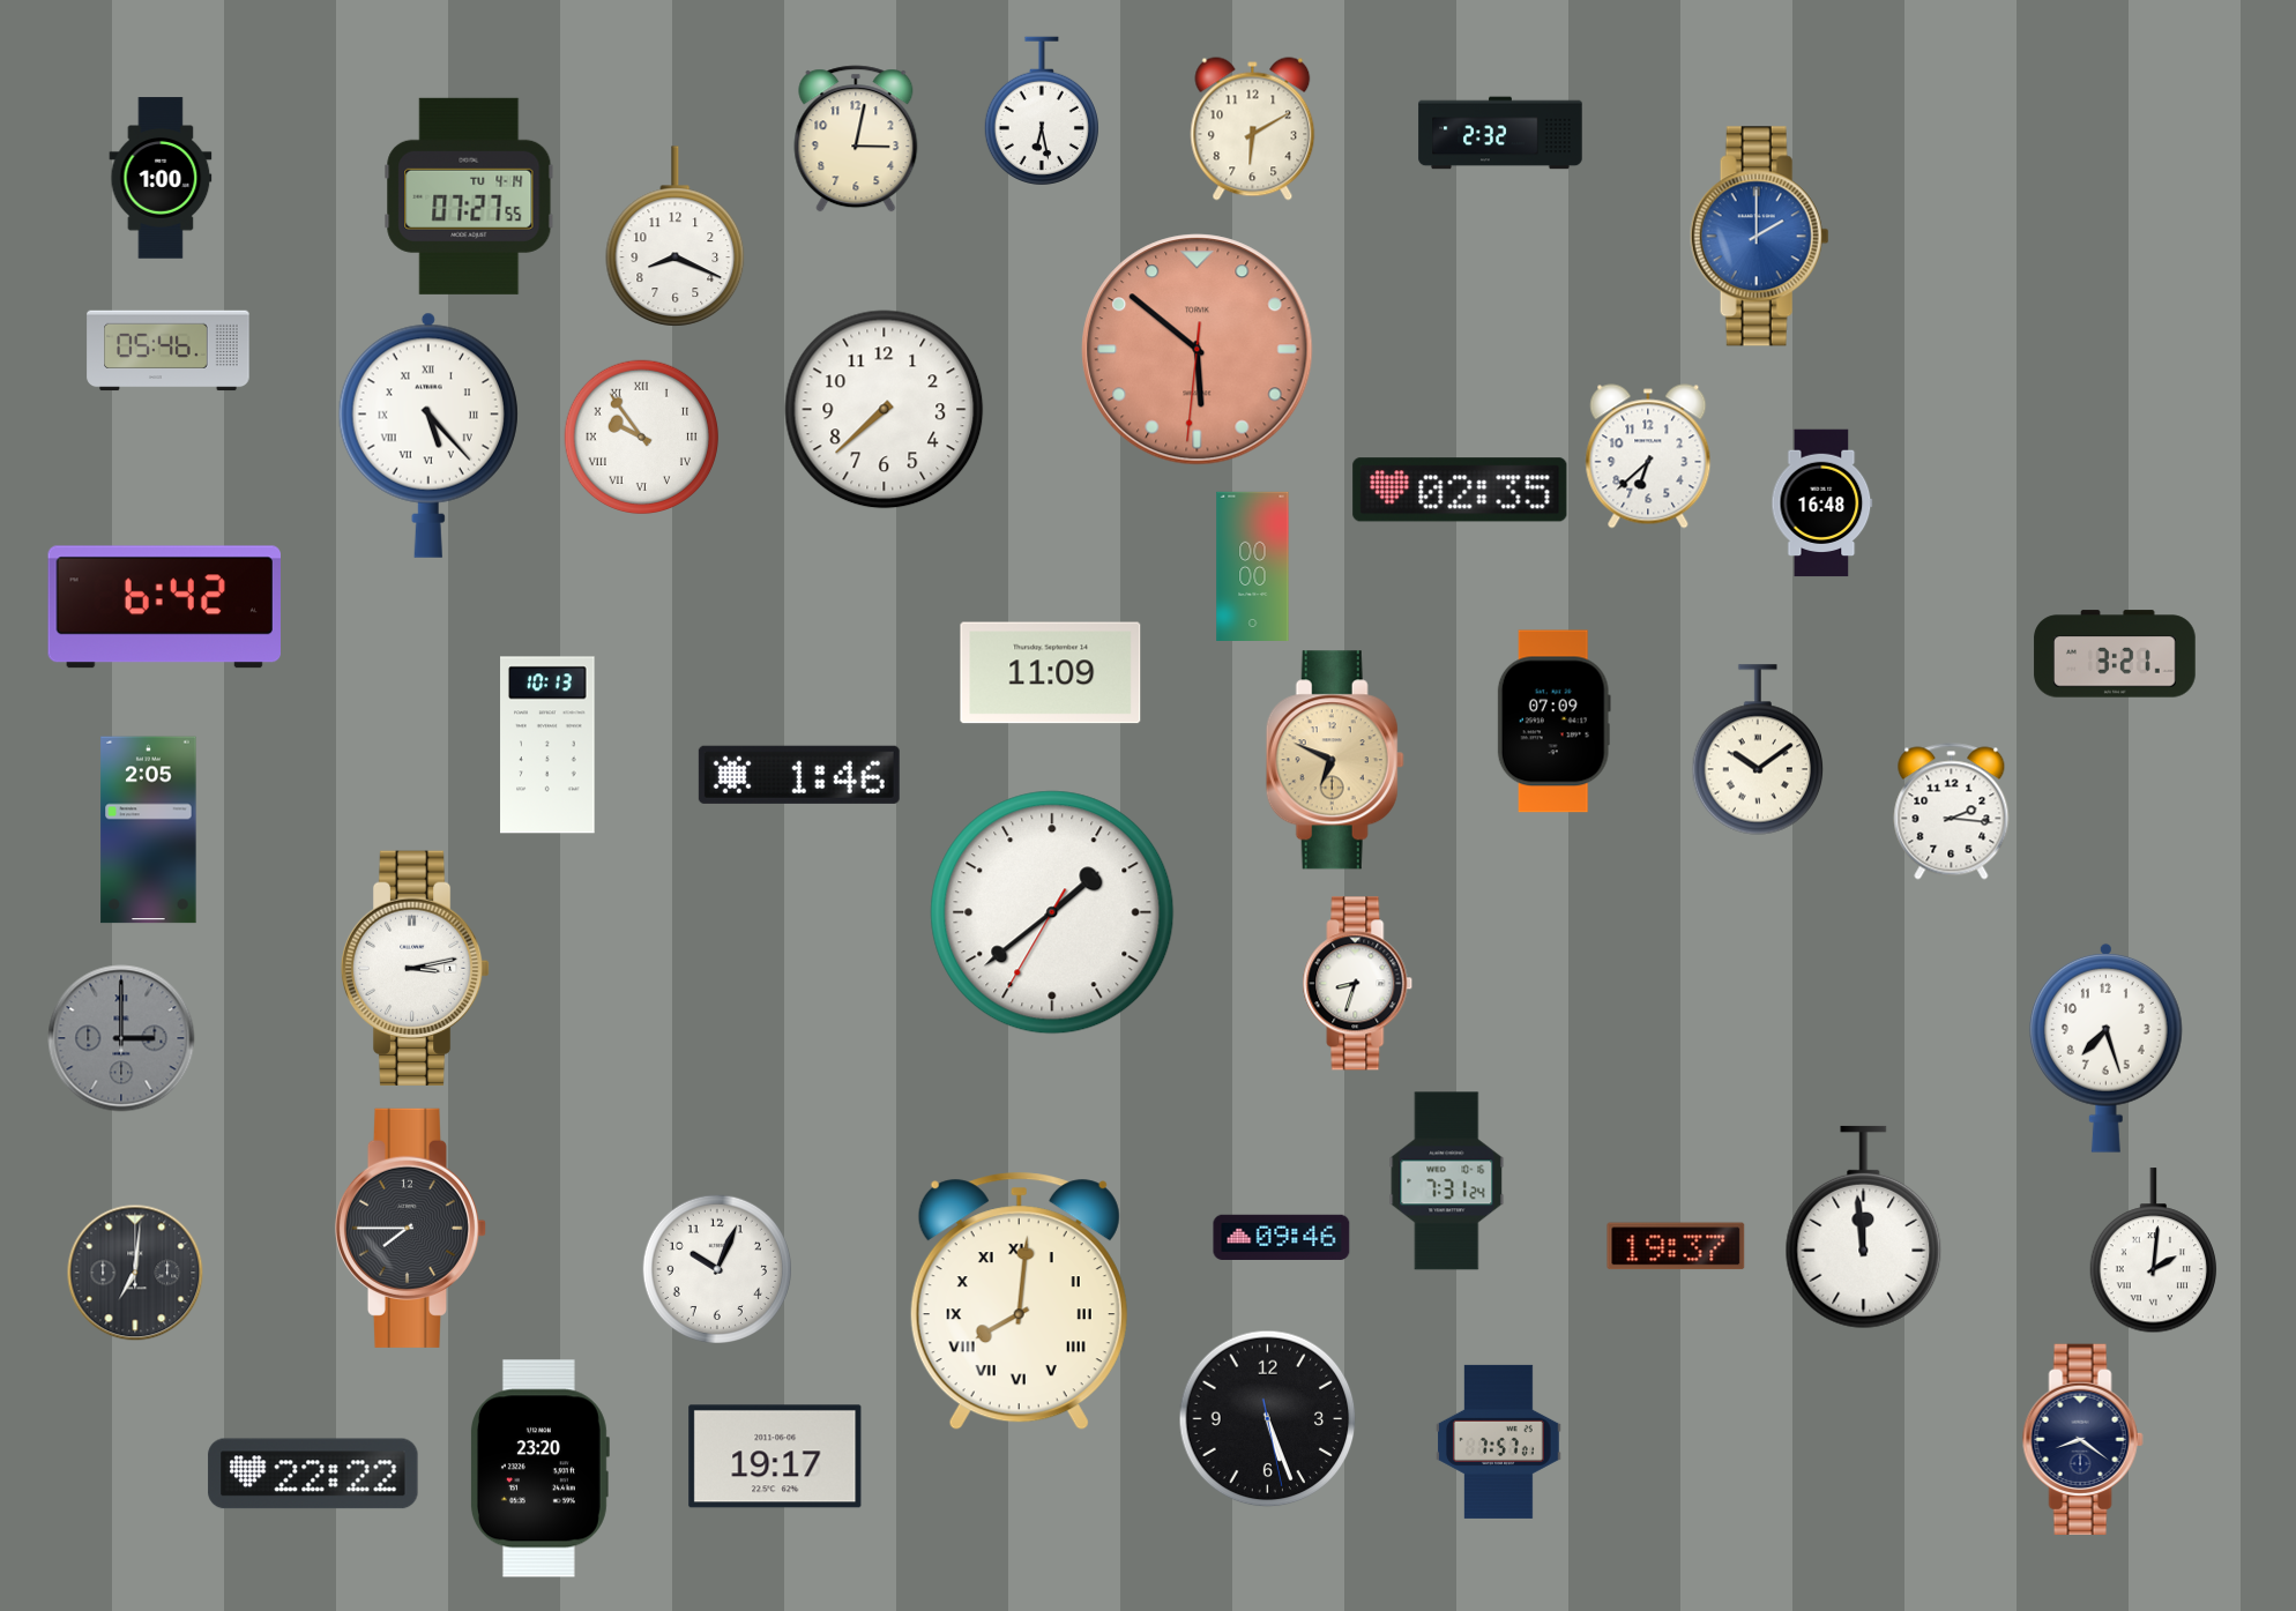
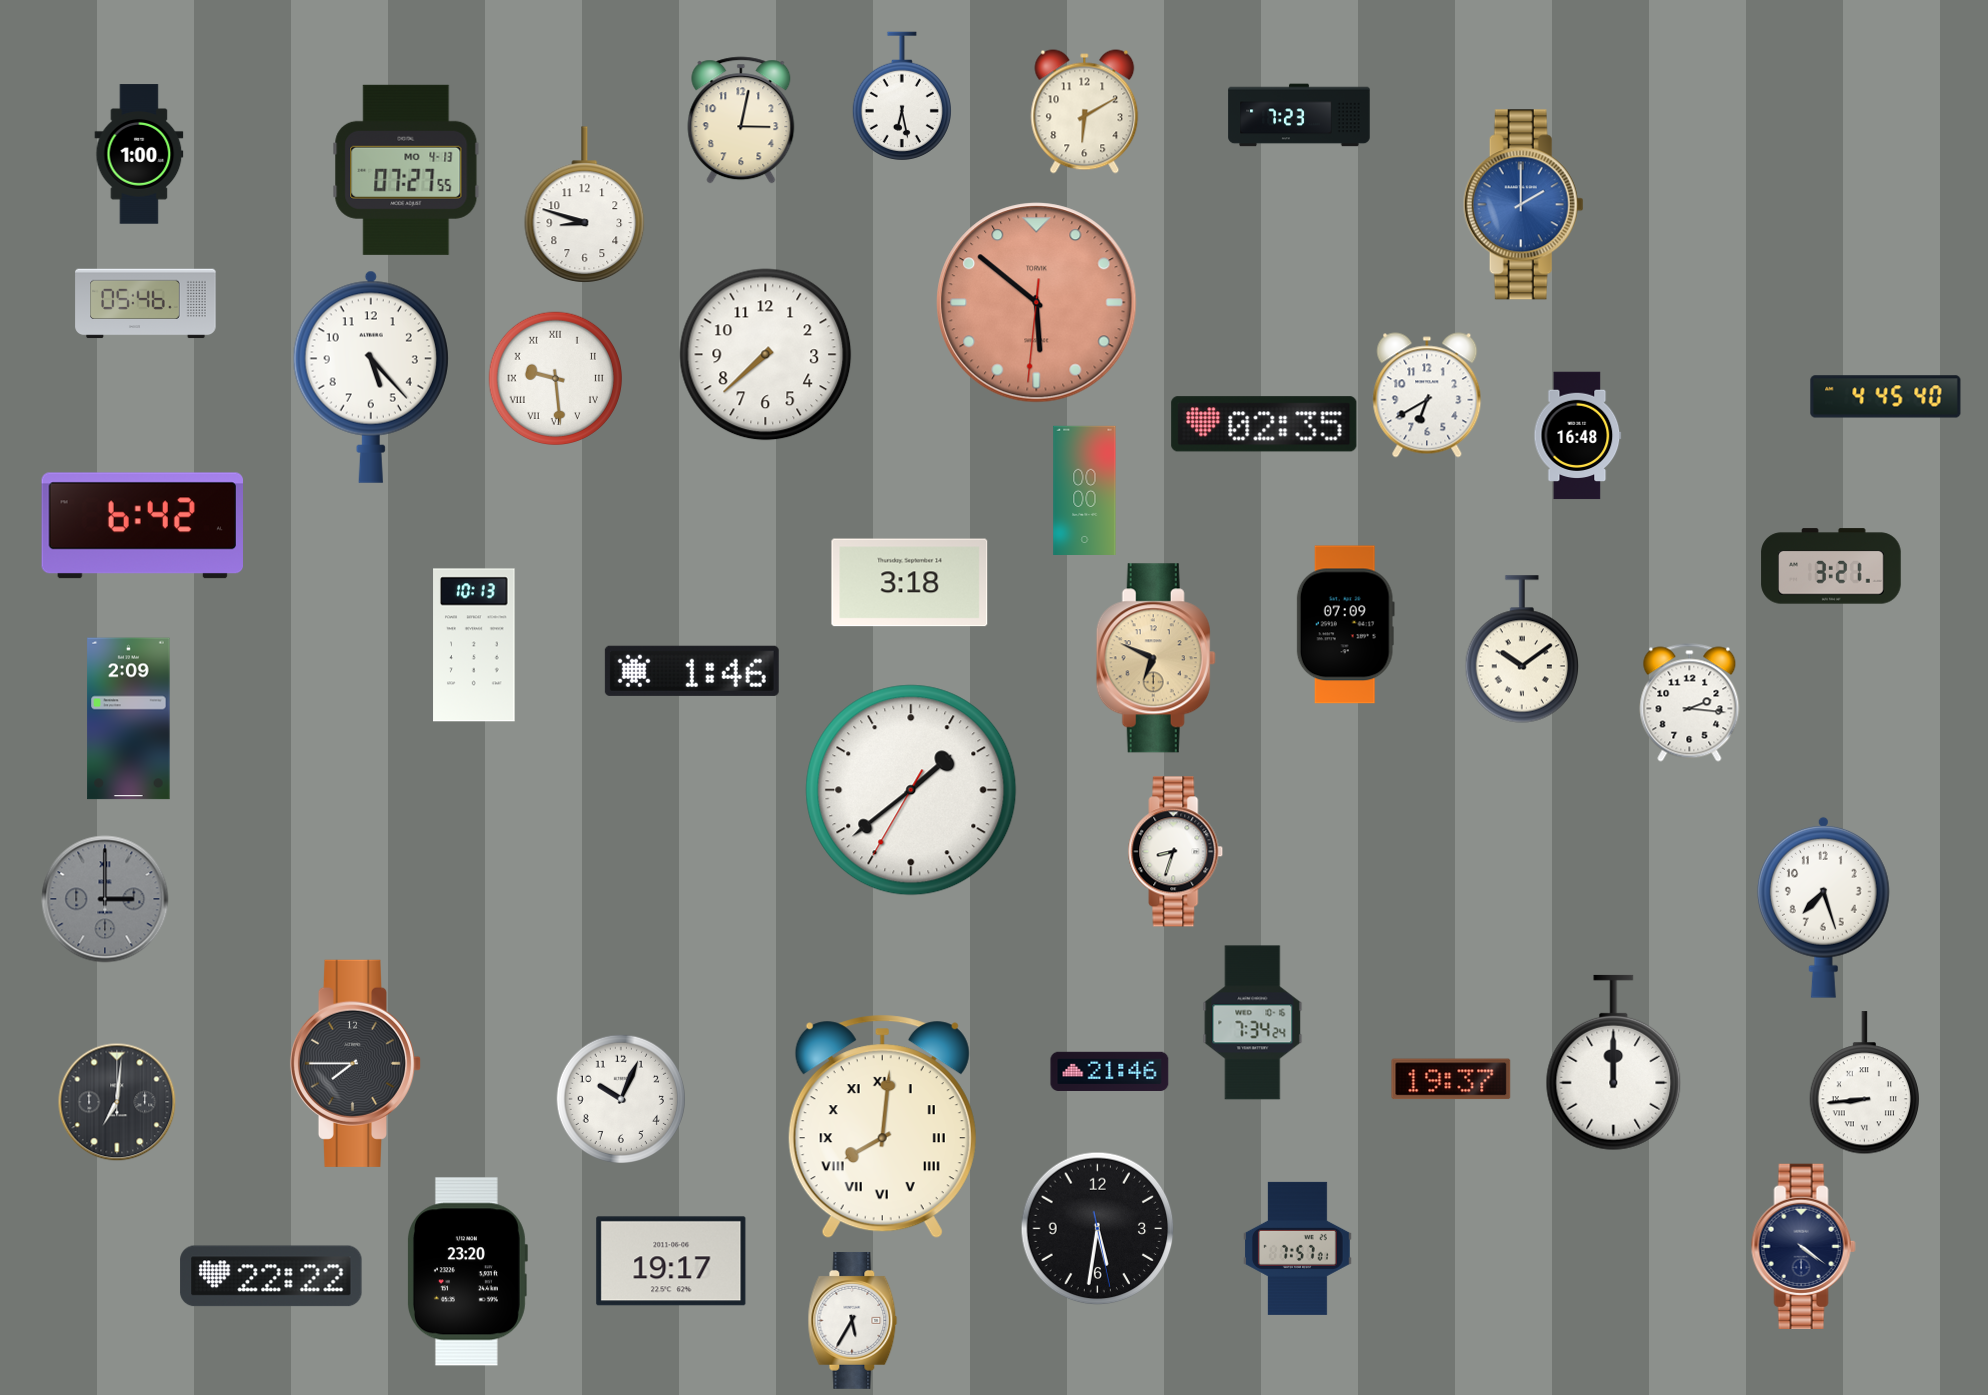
clock at (1500, 133): 2:32 -> 7:23
clock at (469, 196) date: TU 4-14 -> MO 4-13
clock at (676, 237): 8:19 -> 8:48
clock at (428, 435) numerals: Roman -> Arabic
clock at (641, 437): 9:54 -> 9:29
clock at (1648, 456): 6:38 -> 6:40
clock at (1886, 397): none -> 4:45
clock at (1051, 673): 11:09 -> 3:18
clock at (149, 830): 2:05 -> 2:09
clock at (416, 968): 3:13 -> none
clock at (1447, 1181): 7:31 -> 7:34
clock at (1864, 1228): 11:59 -> 12:00
clock at (1282, 1237): 09:46 -> 21:46
clock at (2153, 1251): 2:01 -> 8:44
clock at (1268, 1419): 5:26 -> 5:31
clock at (2082, 1439): 8:21 -> 4:21
clock at (853, 1320): none -> 5:35
